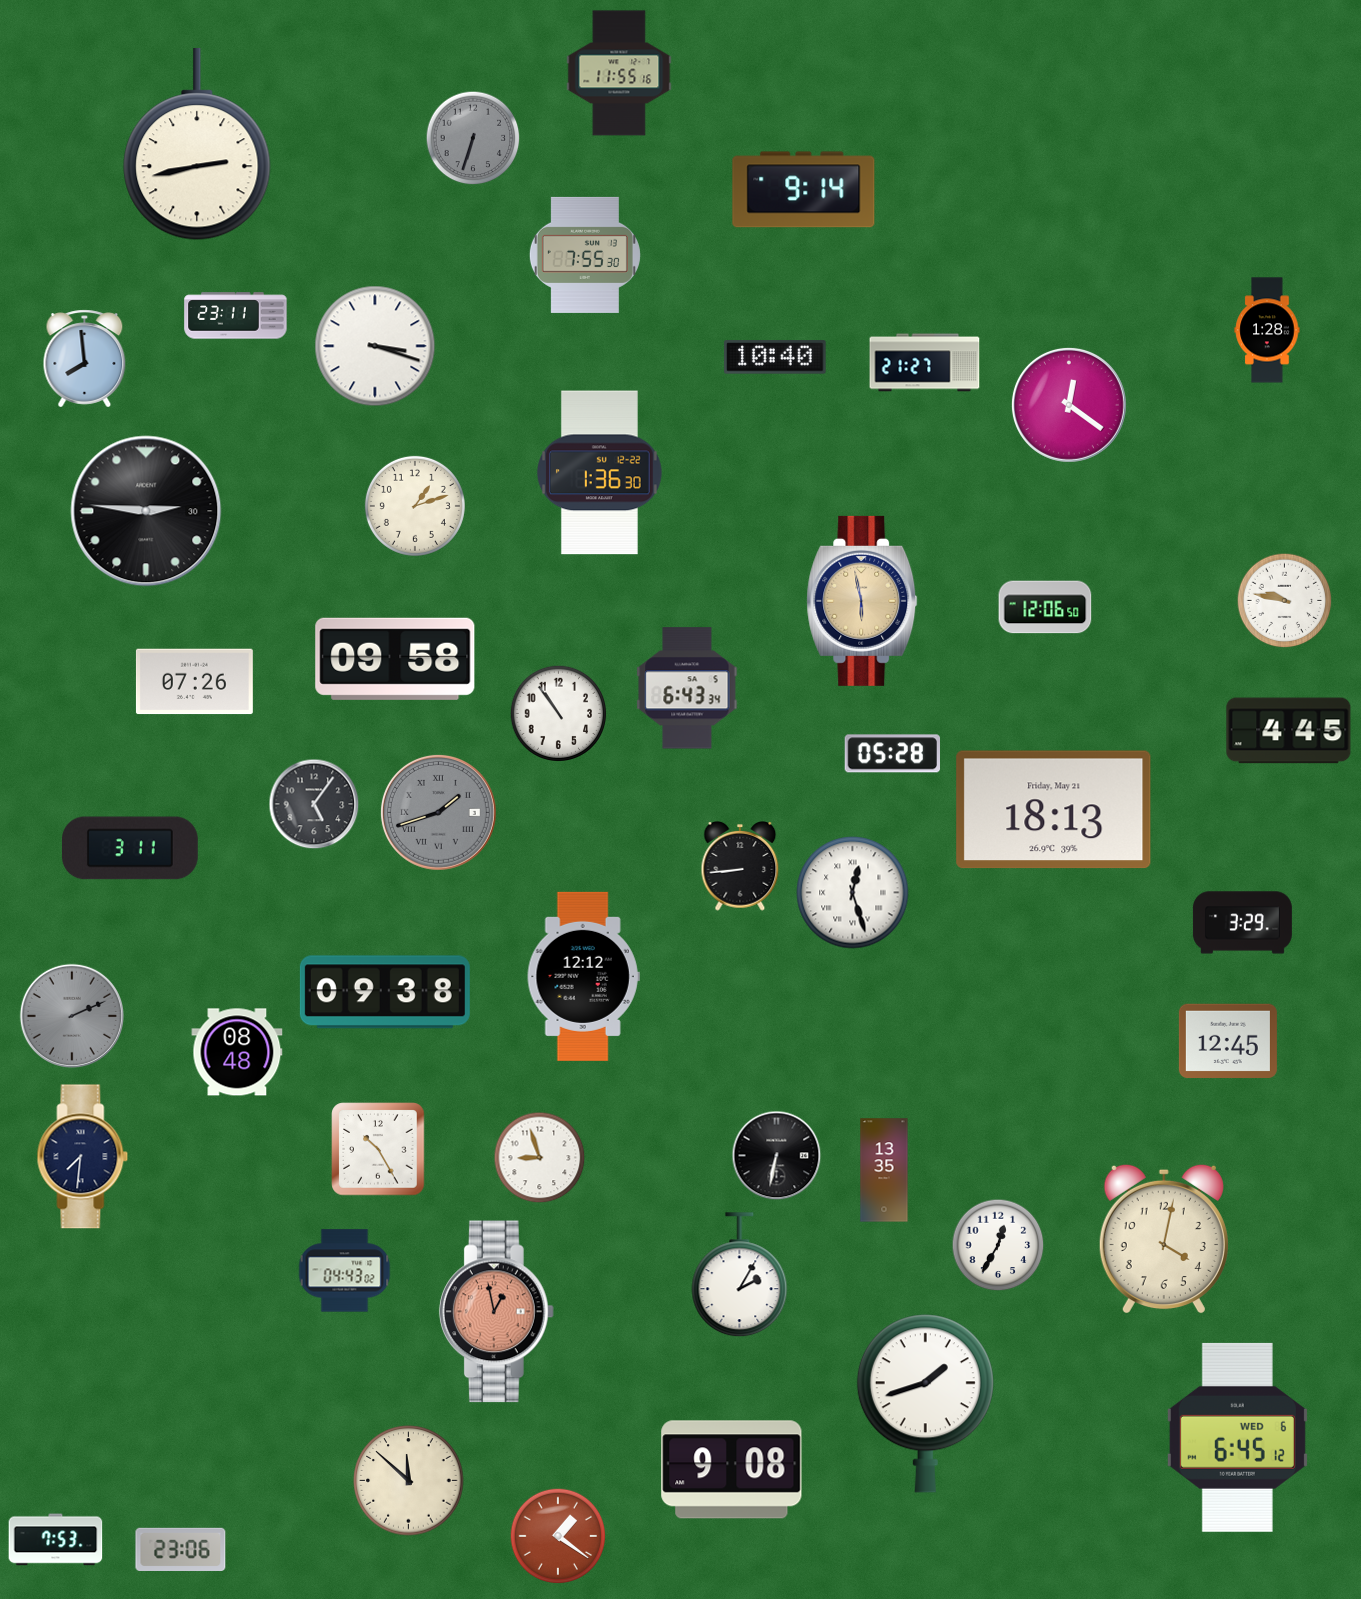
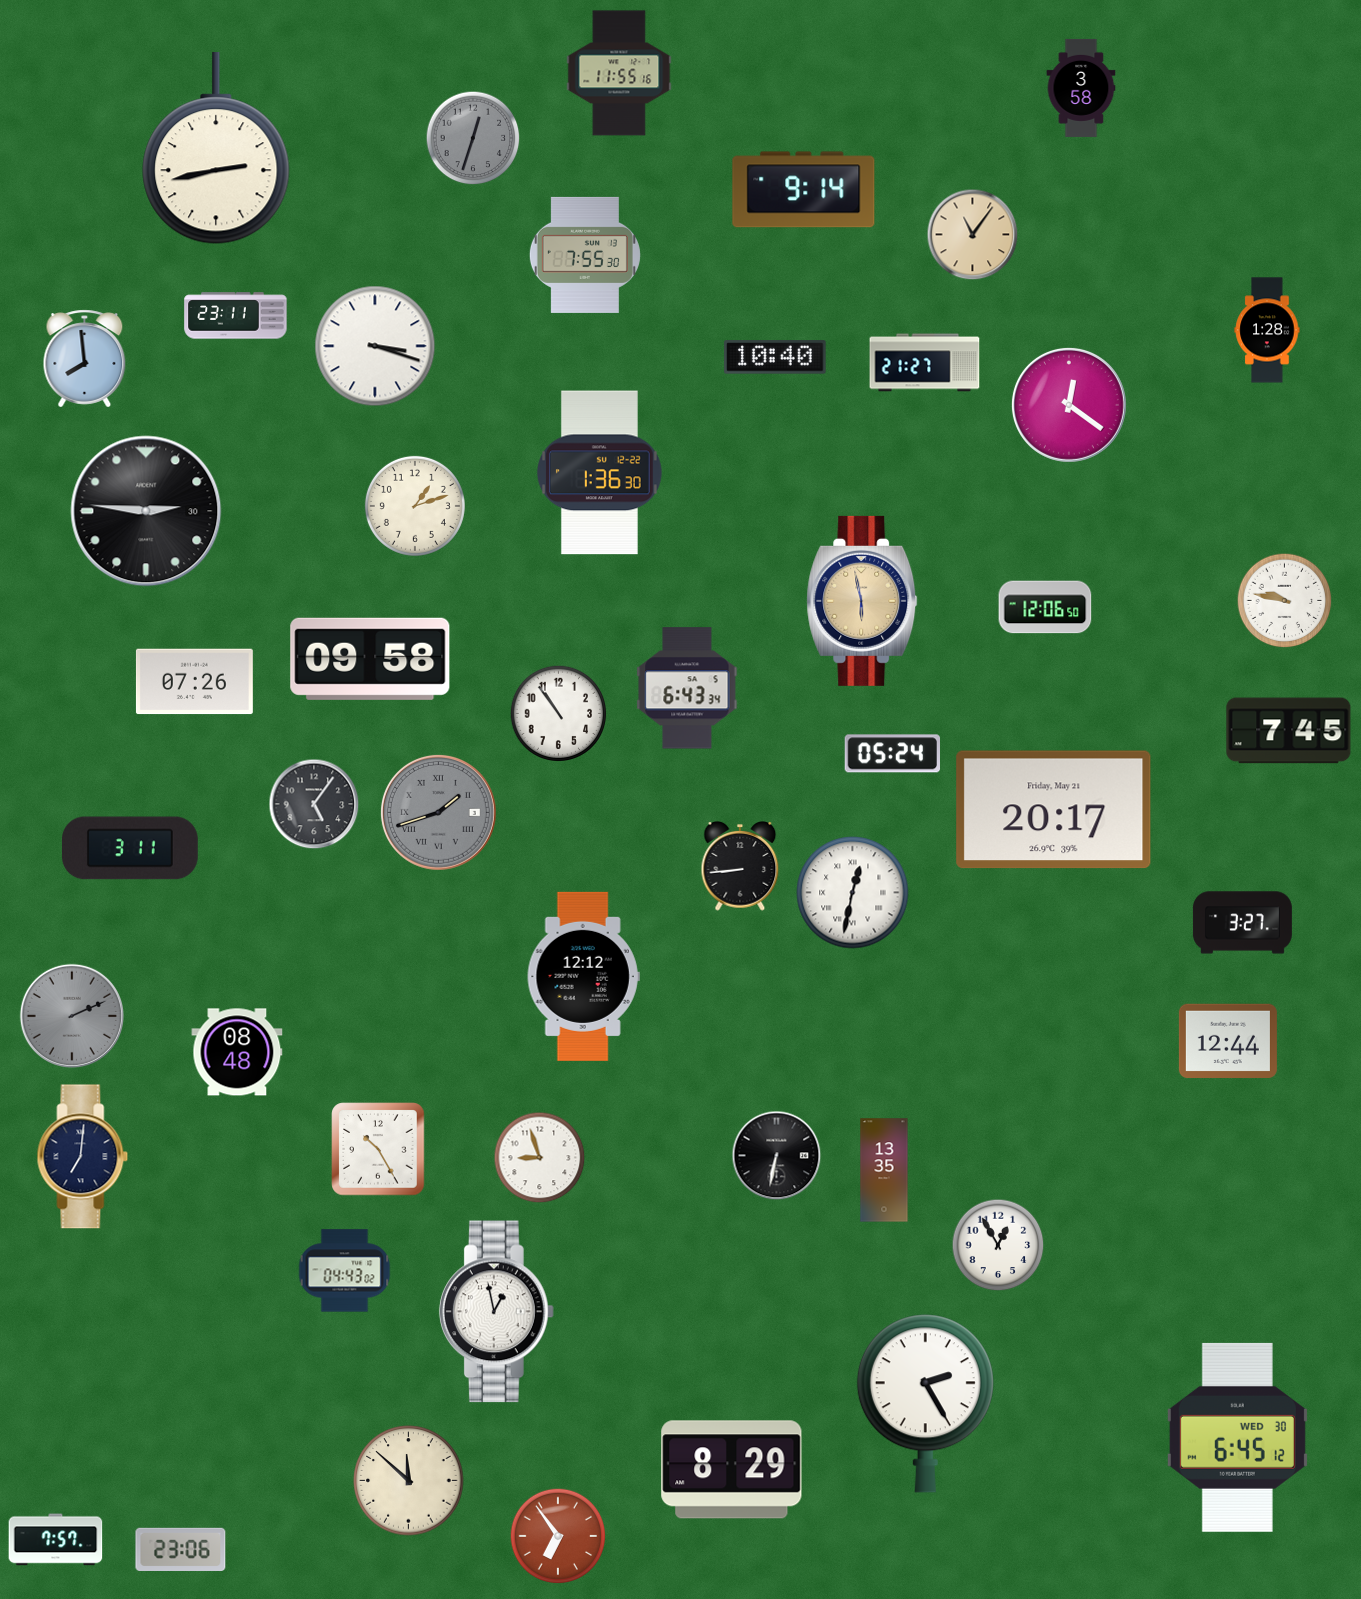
clock at (1081, 88): none -> 3:58
clock at (473, 138): 6:33 -> 12:33
clock at (197, 145) position: (197, 145) -> (216, 149)
clock at (973, 235): none -> 11:06
clock at (395, 659) position: (395, 659) -> (370, 659)
clock at (1289, 731): 4:45 -> 7:45
clock at (892, 754): 05:28 -> 05:24
clock at (1054, 810): 18:13 -> 20:17
clock at (853, 893): 12:27 -> 12:32
clock at (1242, 923): 3:29 -> 3:27
clock at (385, 992): 09:38 -> none
clock at (1228, 1040): 12:45 -> 12:44
clock at (83, 1157): 7:31 -> 7:01
clock at (1164, 1239): 4:02 -> none
clock at (998, 1245): 12:35 -> 12:55
clock at (740, 1275): 2:05 -> none
clock at (496, 1312) dial: salmon -> white
clock at (925, 1404): 1:42 -> 2:25
clock at (1237, 1437) date: WED 6 -> WED 30
clock at (732, 1470): 9:08 -> 8:29
clock at (558, 1536): 1:21 -> 6:54
clock at (56, 1540): 7:53 -> 7:57
